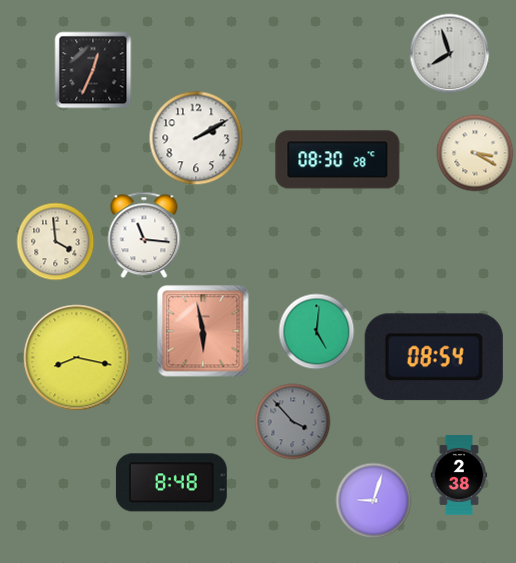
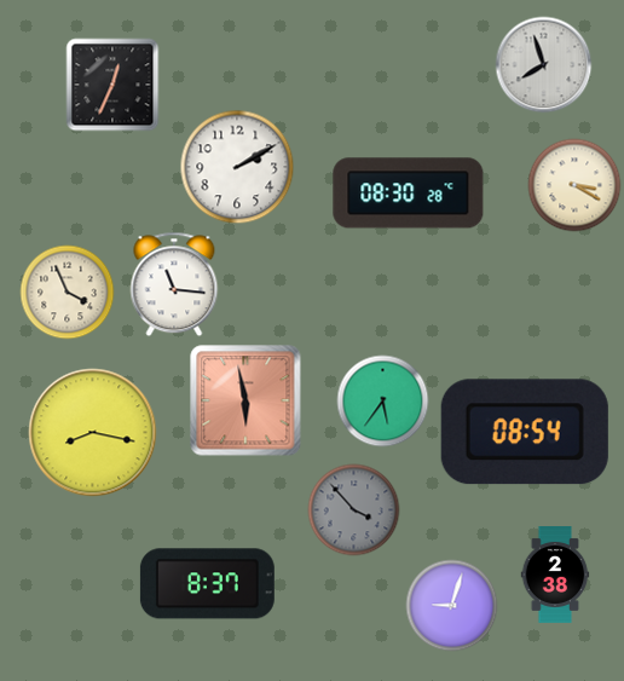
clock at (56, 242): 3:59 -> 3:56
clock at (317, 332): 5:01 -> 5:36
clock at (171, 483): 8:48 -> 8:37
